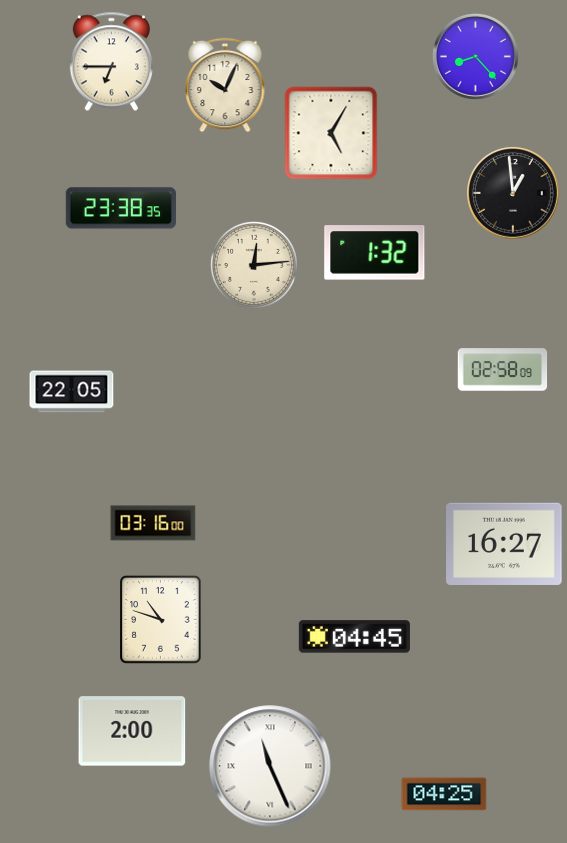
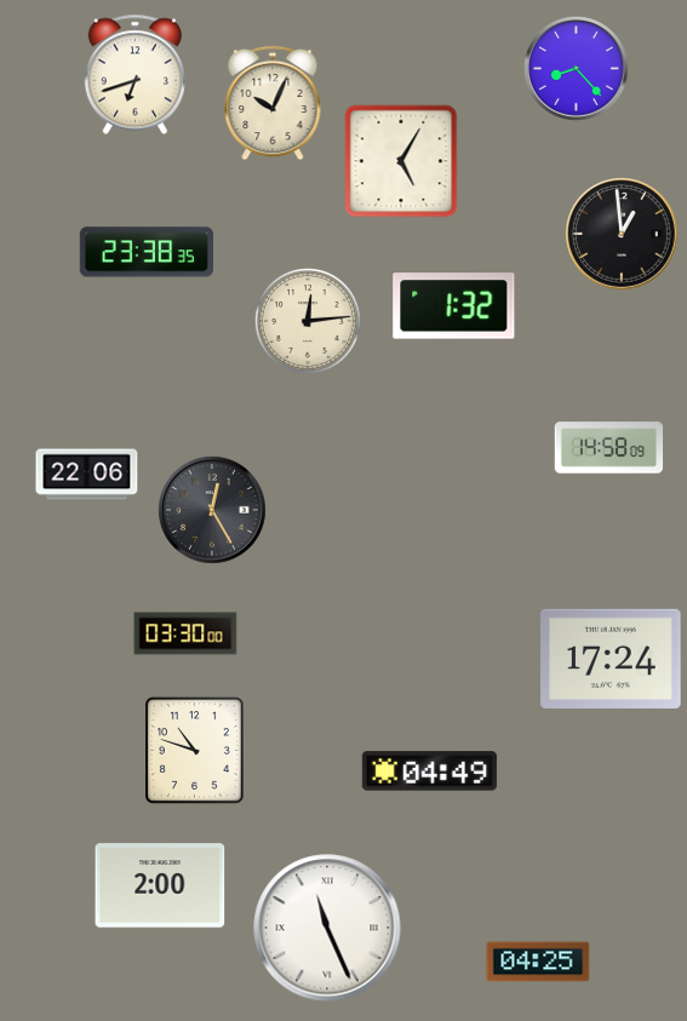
clock at (111, 62): 6:45 -> 6:42
clock at (503, 370): 02:58 -> 14:58
clock at (72, 392): 22:05 -> 22:06
clock at (212, 510): none -> 12:25
clock at (153, 523): 03:16 -> 03:30
clock at (504, 544): 16:27 -> 17:24
clock at (354, 637): 04:45 -> 04:49
